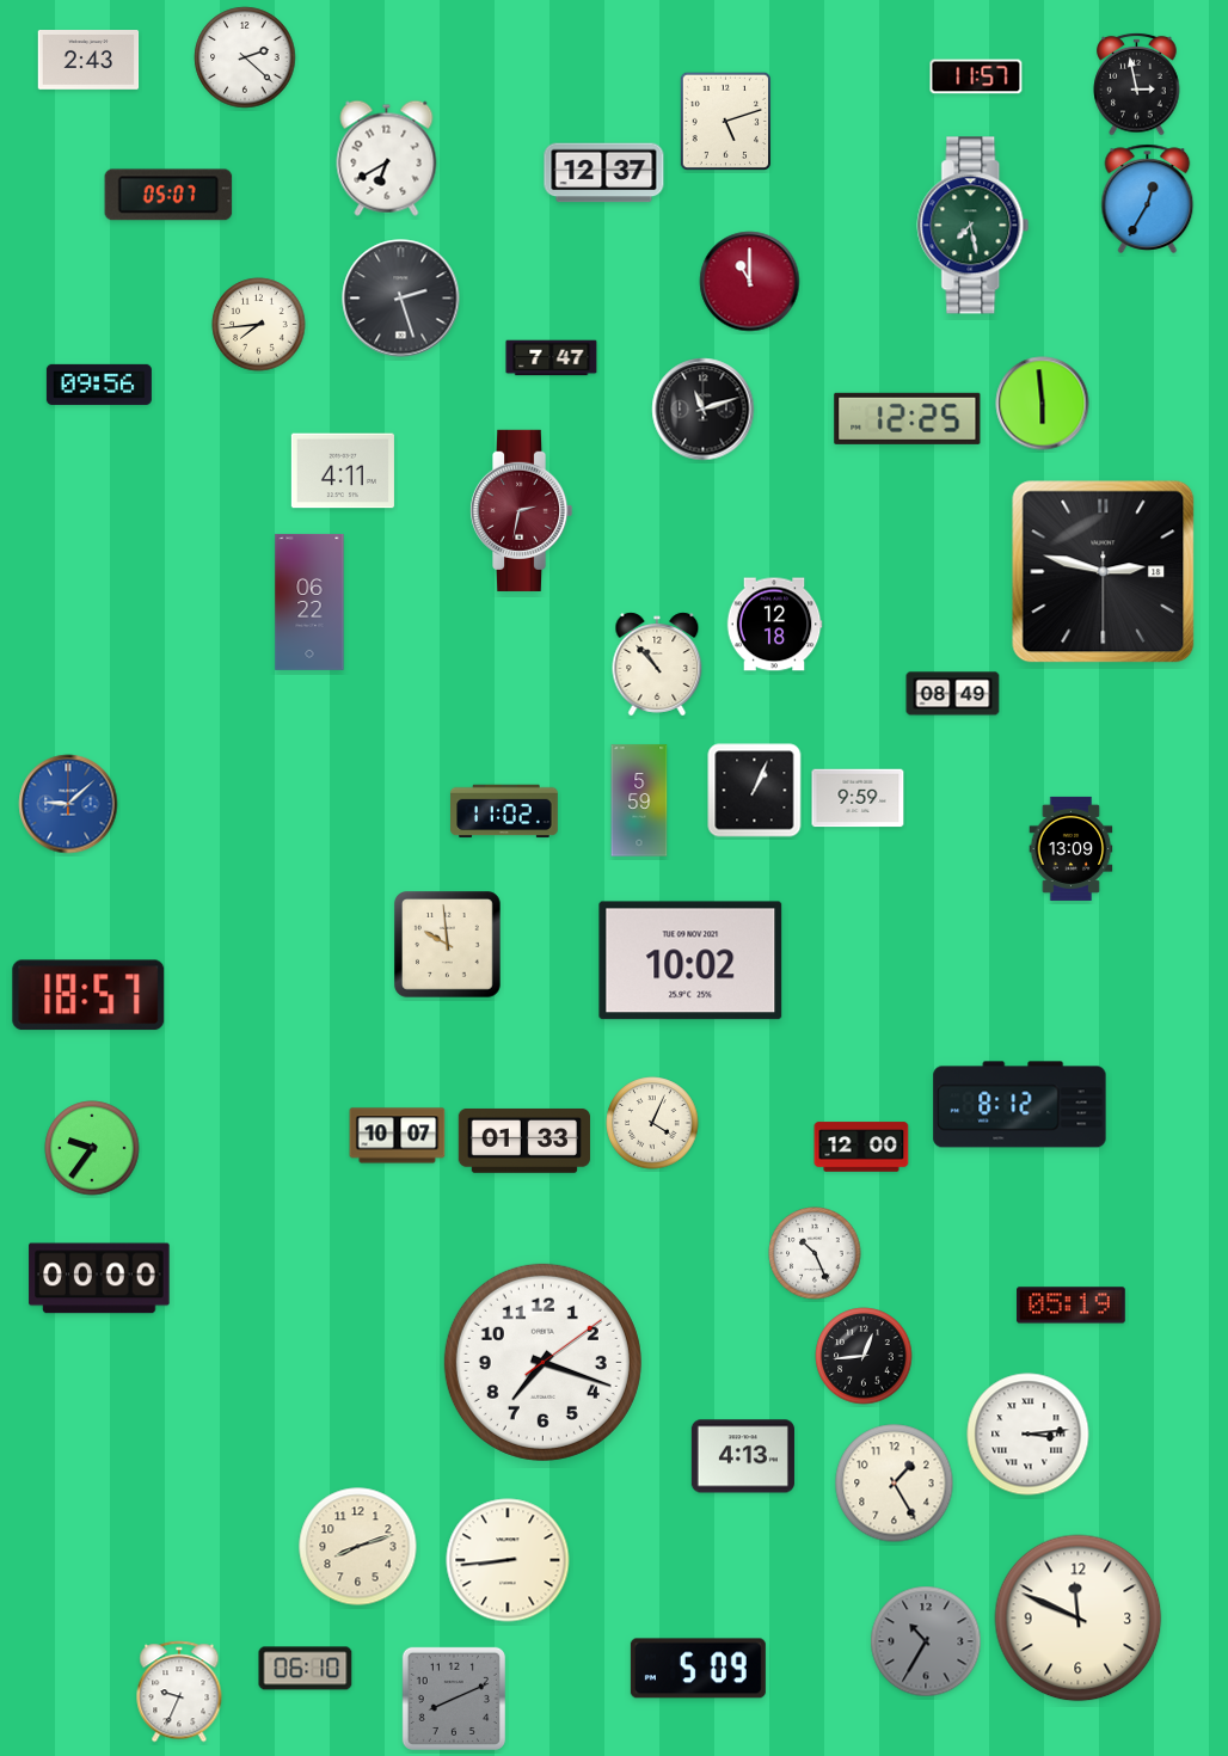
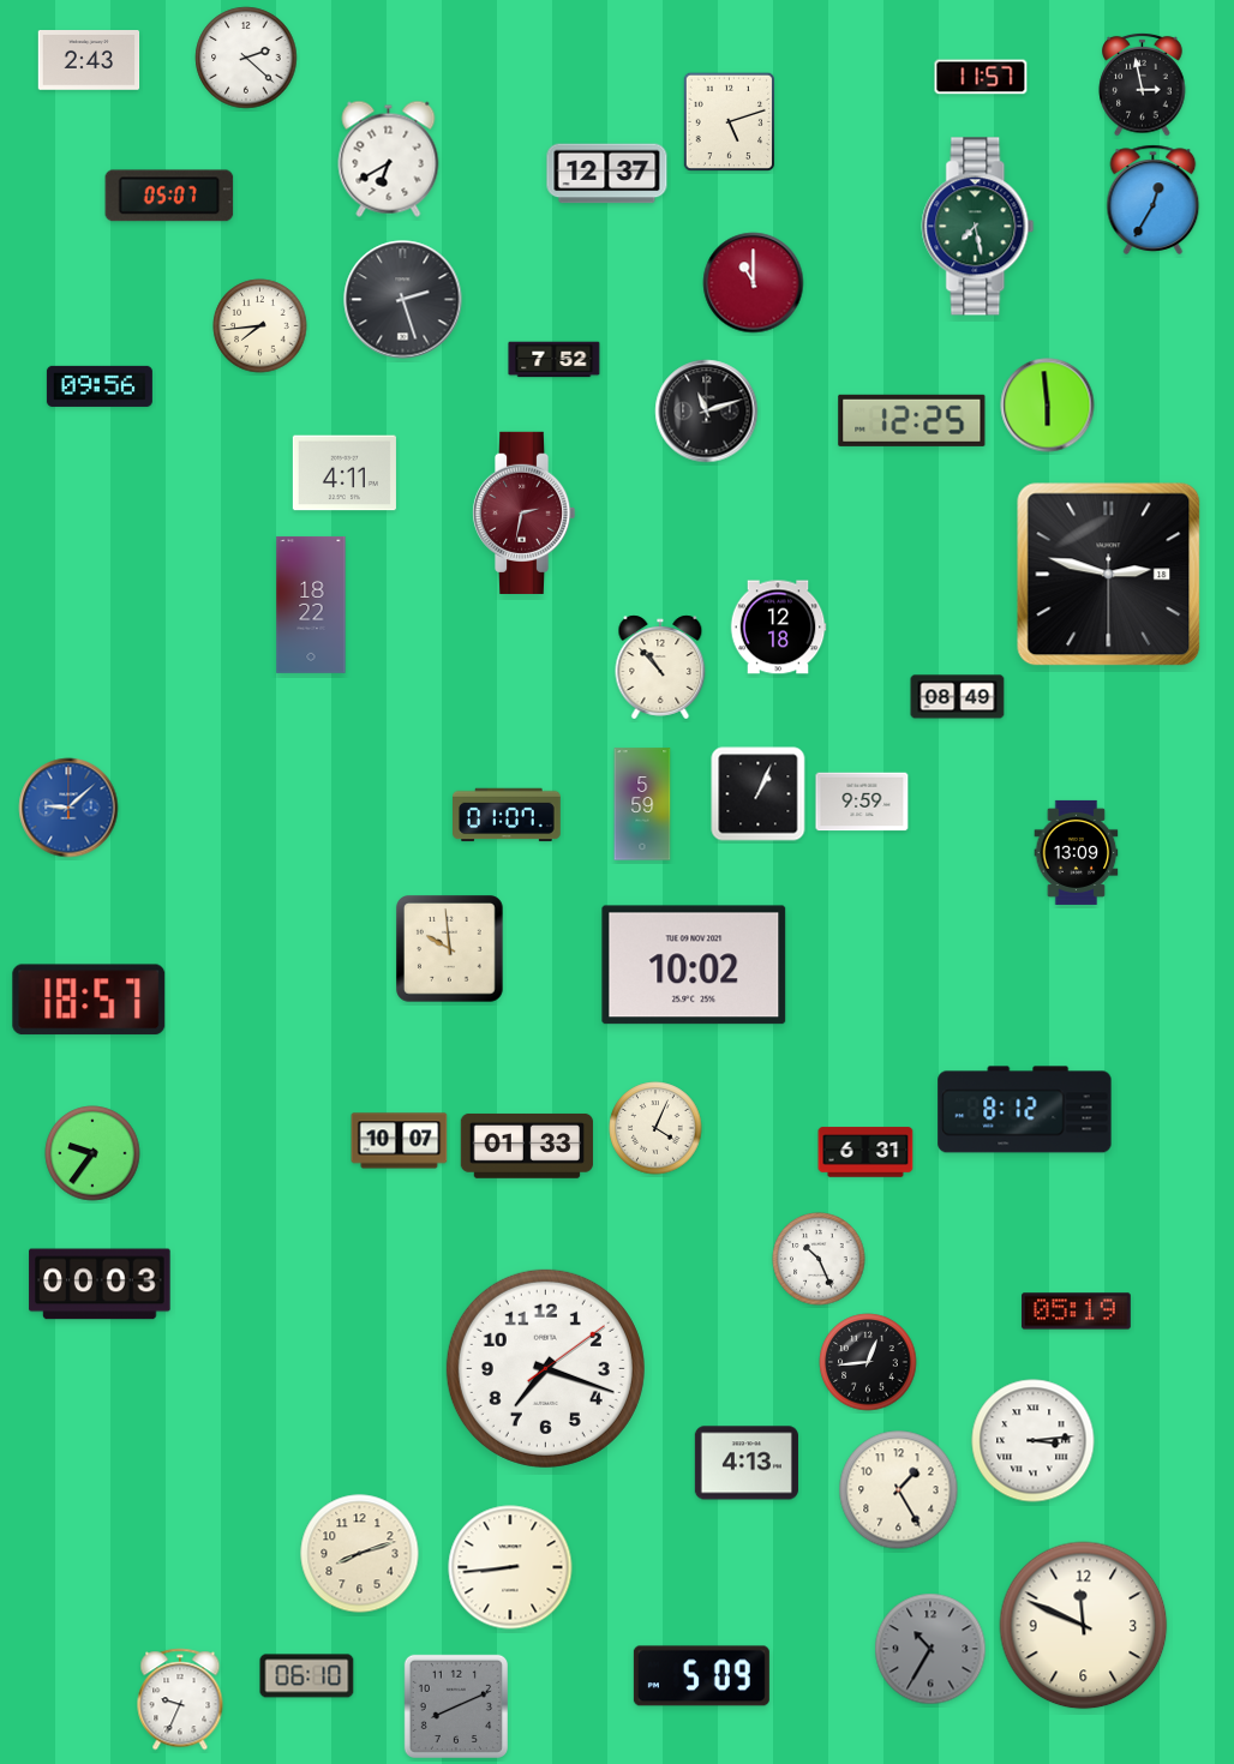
clock at (552, 358): 7:47 -> 7:52
clock at (309, 602): 06:22 -> 18:22
clock at (505, 811): 11:02 -> 01:07
clock at (861, 1147): 12:00 -> 6:31
clock at (99, 1278): 00:00 -> 00:03
